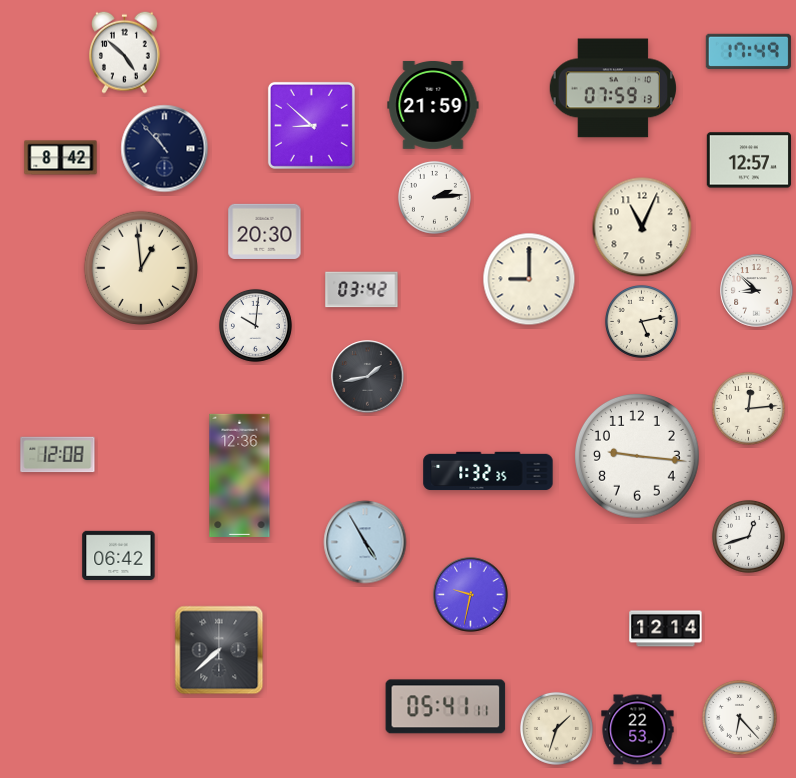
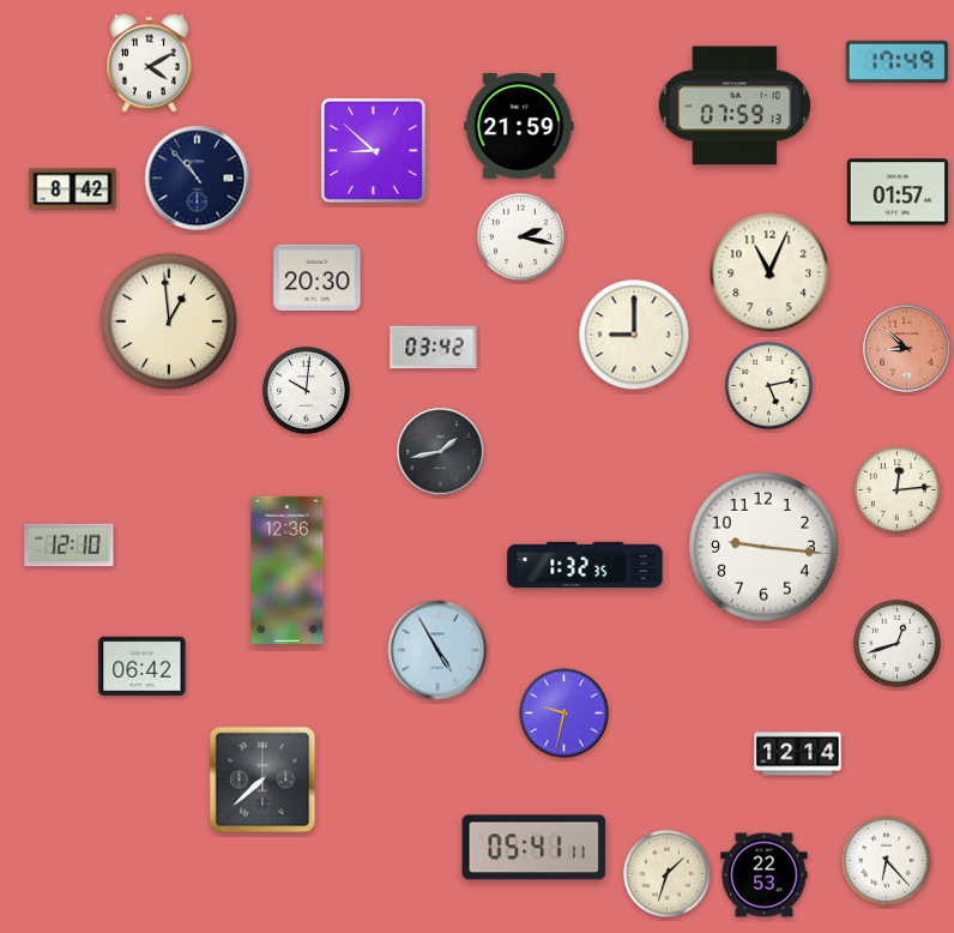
clock at (125, 52): 4:52 -> 4:10
clock at (748, 160): 12:57 -> 01:57
clock at (434, 197): 2:14 -> 2:17
clock at (757, 291) dial: white -> salmon
clock at (58, 455): 12:08 -> 12:10
